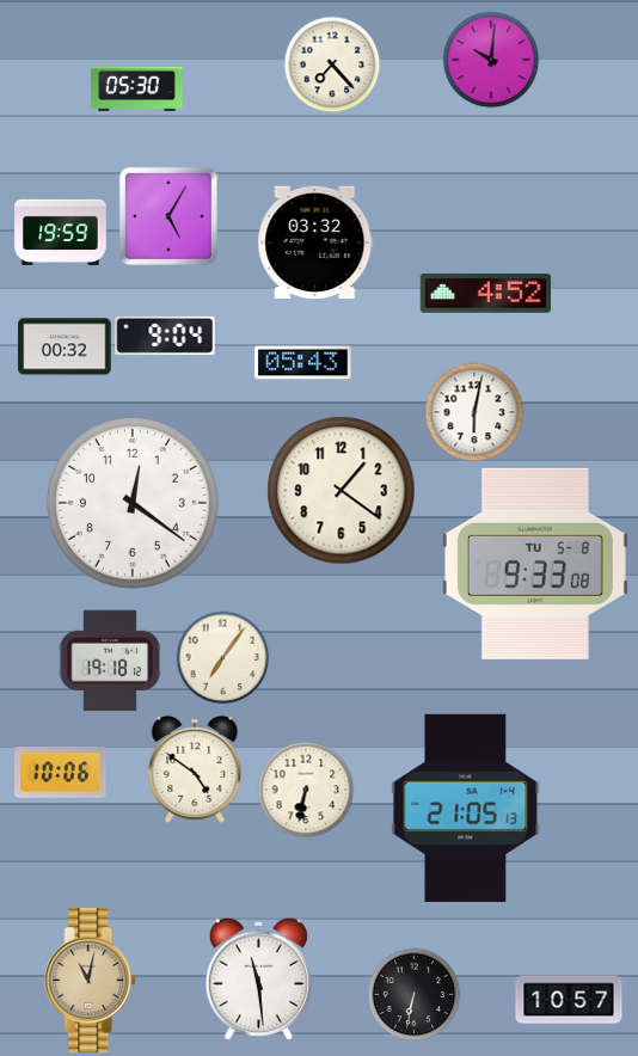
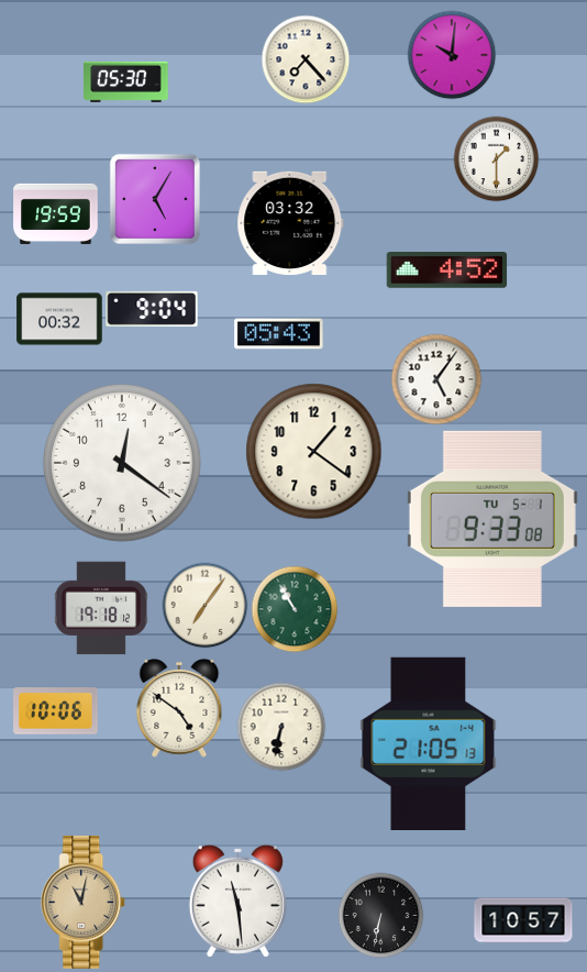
clock at (496, 158): none -> 1:30
clock at (474, 412): 6:02 -> 5:06
clock at (535, 564) date: TU 5-8 -> TU 5-1
clock at (295, 609): none -> 10:55
